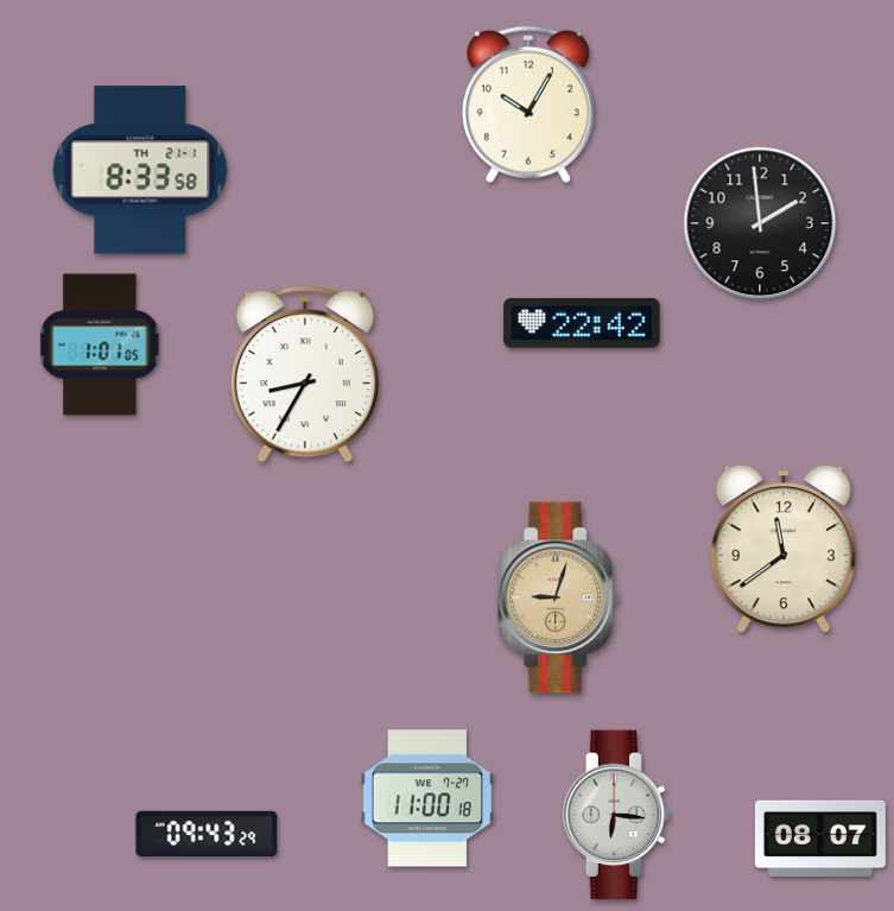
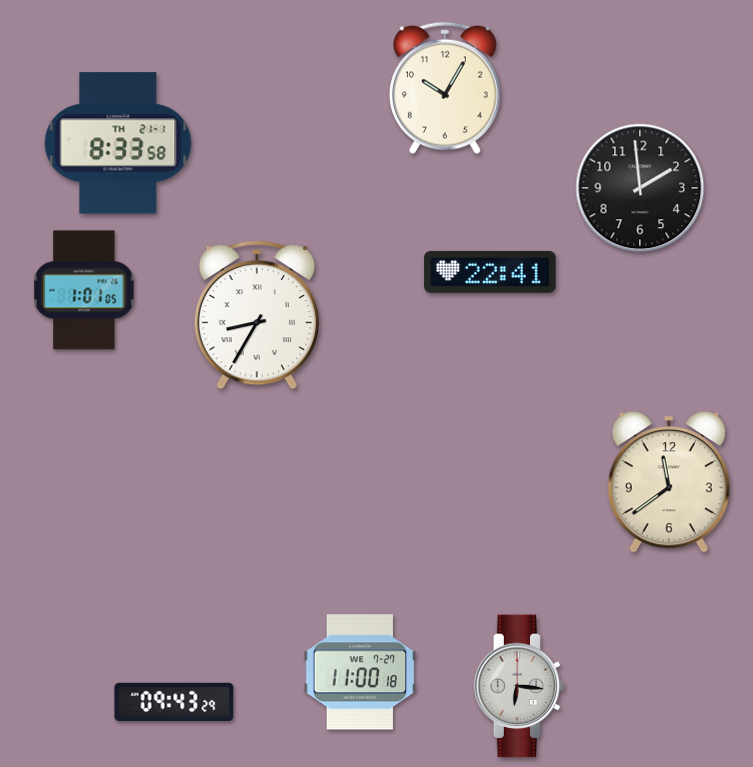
clock at (582, 323): 22:42 -> 22:41
clock at (784, 549) position: (784, 549) -> (669, 482)
clock at (558, 597): 9:03 -> none
clock at (820, 839): 08:07 -> none
